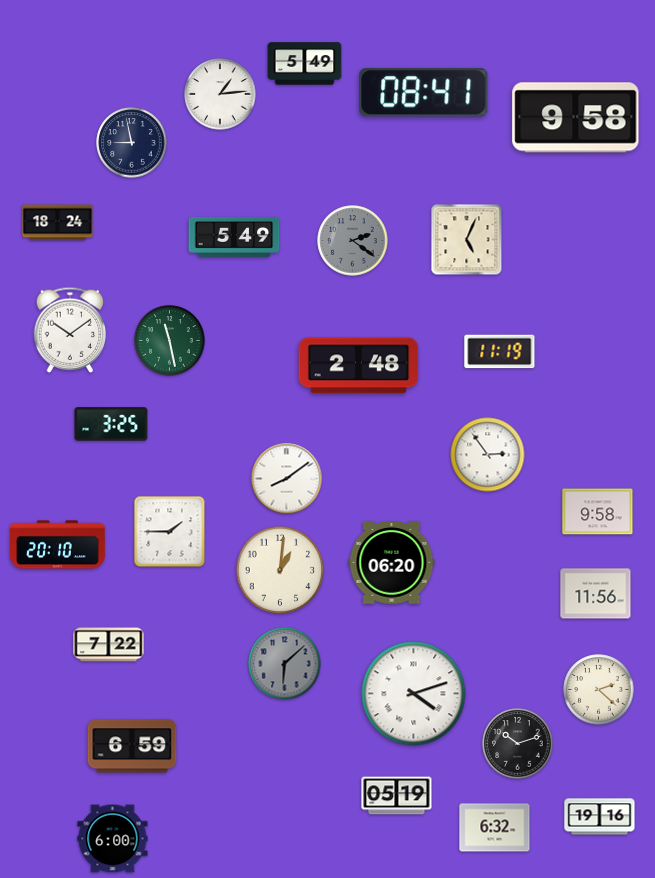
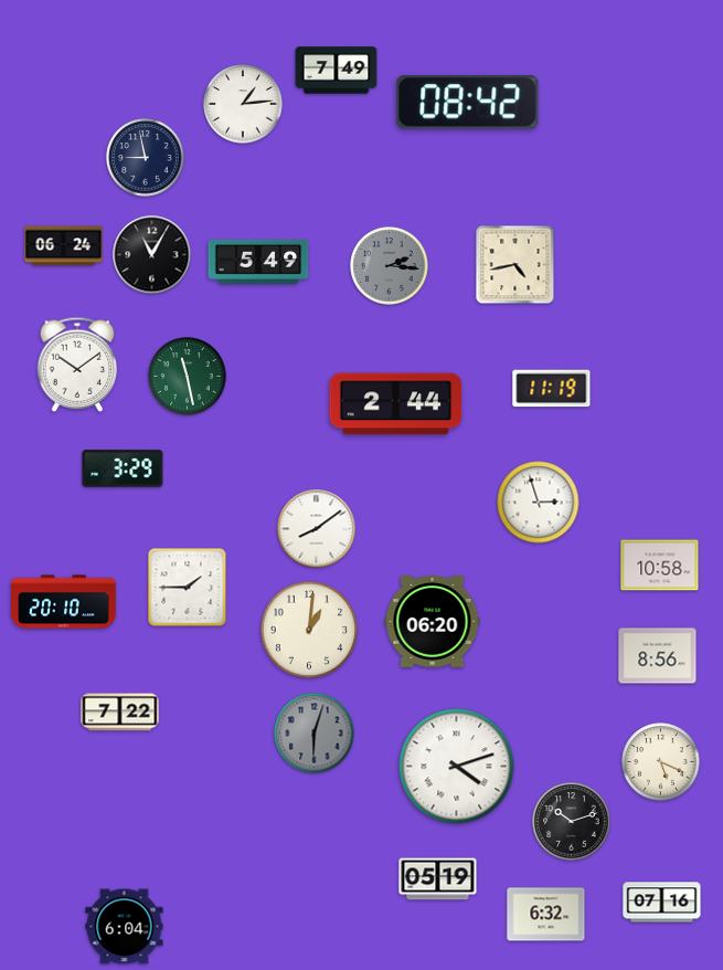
clock at (305, 64): 5:49 -> 7:49
clock at (424, 93): 08:41 -> 08:42
clock at (576, 118): 9:58 -> none
clock at (58, 223): 18:24 -> 06:24
clock at (152, 255): none -> 11:05
clock at (467, 240): 5:04 -> 4:43
clock at (353, 241): 2:21 -> 2:16
clock at (359, 366): 2:48 -> 2:44
clock at (111, 424): 3:25 -> 3:29
clock at (488, 455): 2:54 -> 2:57
clock at (598, 512): 9:58 -> 10:58
clock at (596, 594): 11:56 -> 8:56
clock at (285, 664): 6:08 -> 6:03
clock at (599, 690): 2:22 -> 5:19
clock at (132, 746): 6:59 -> none
clock at (600, 817): 19:16 -> 07:16
clock at (113, 839): 6:00 -> 6:04
